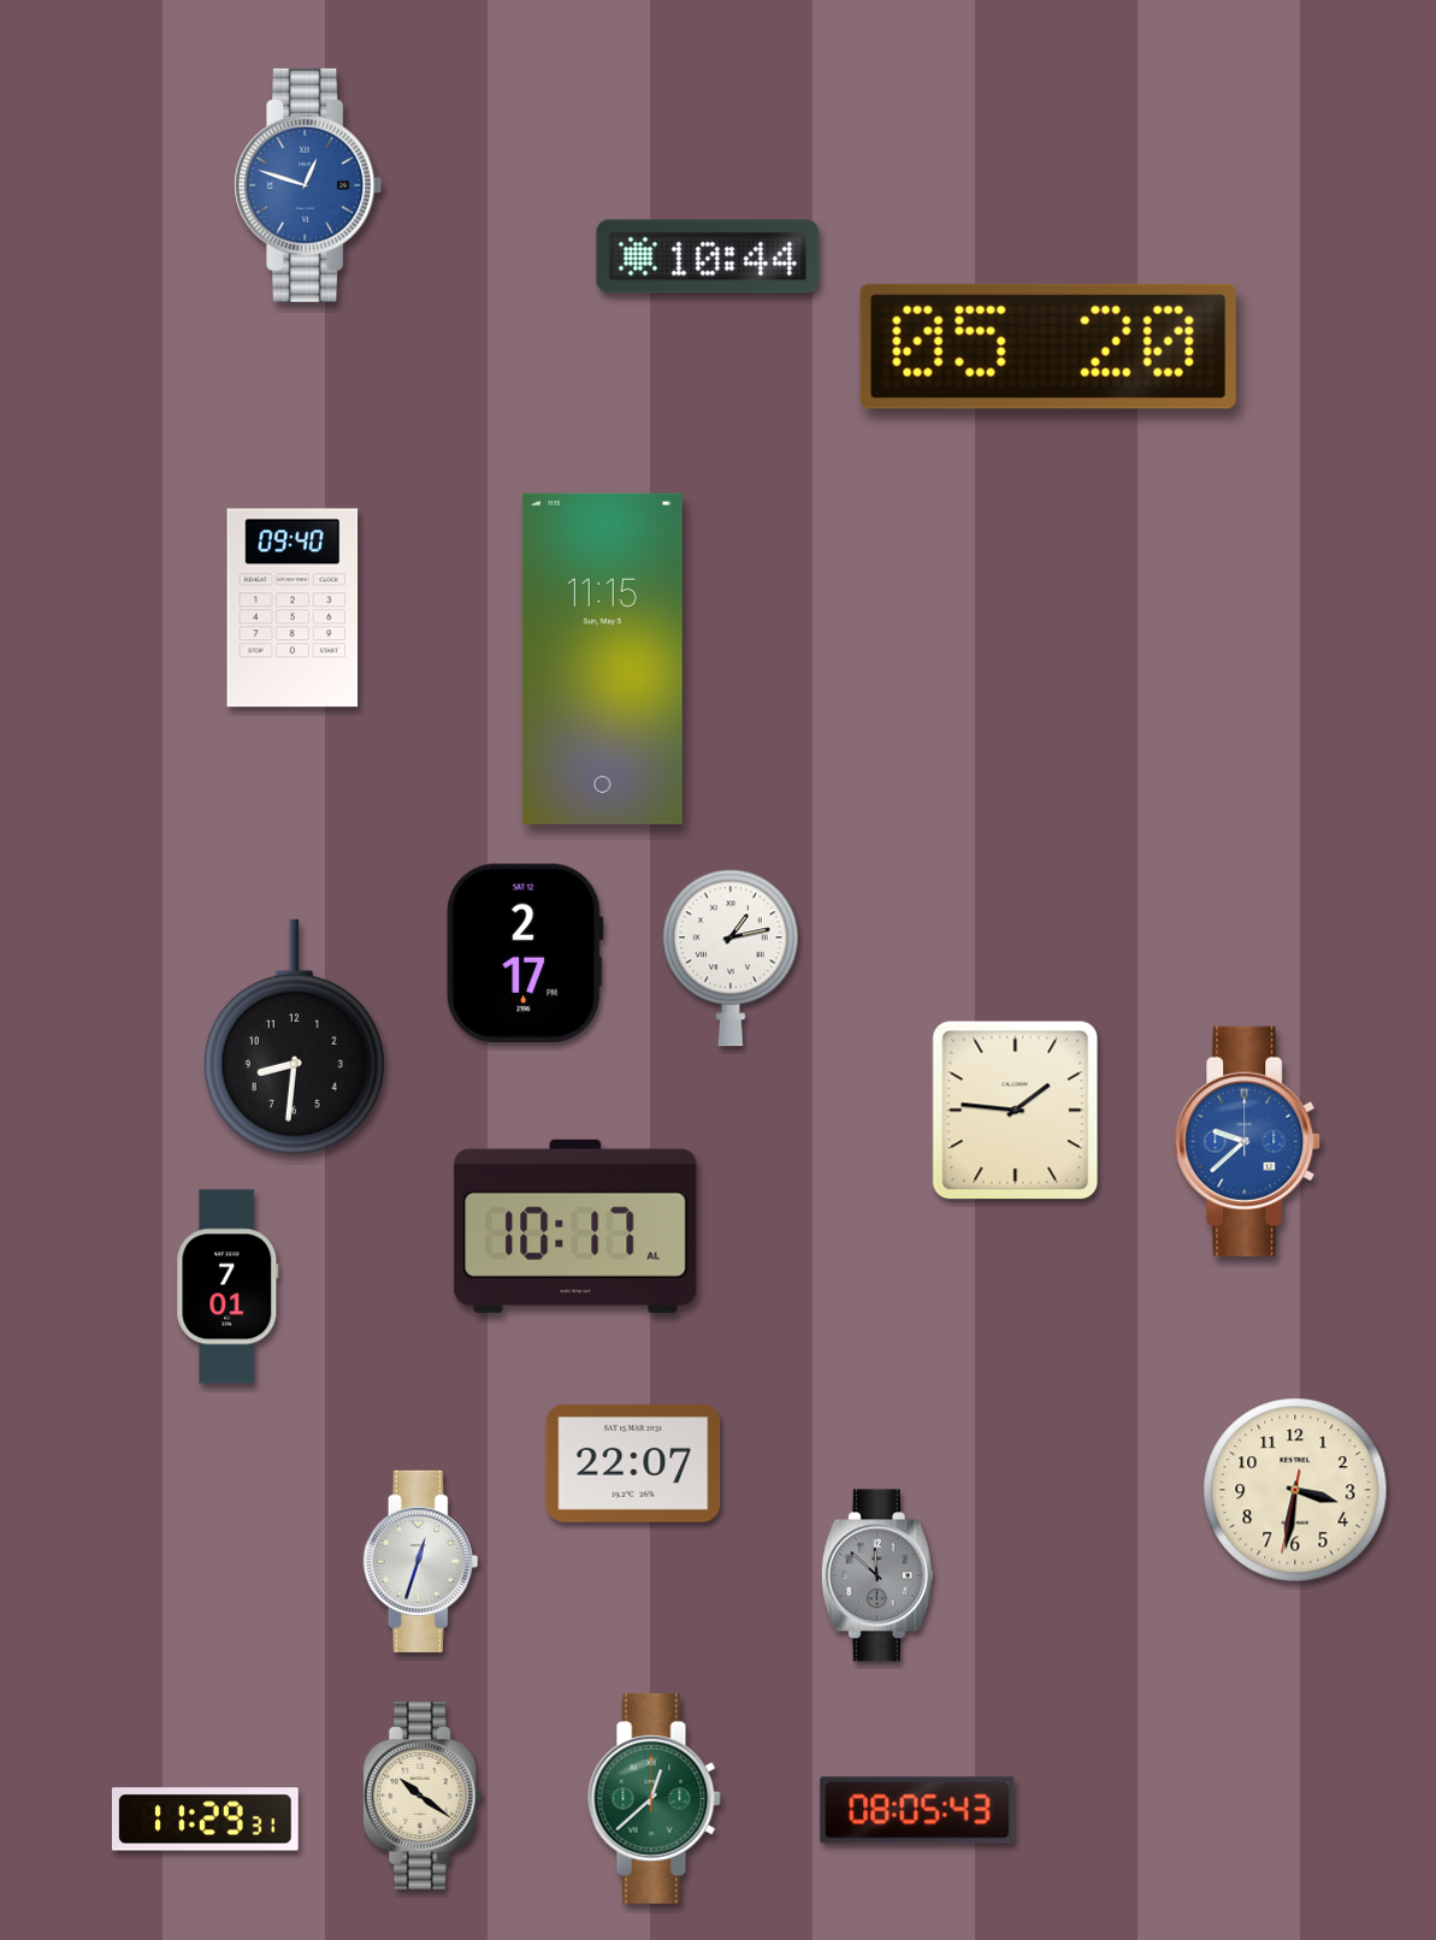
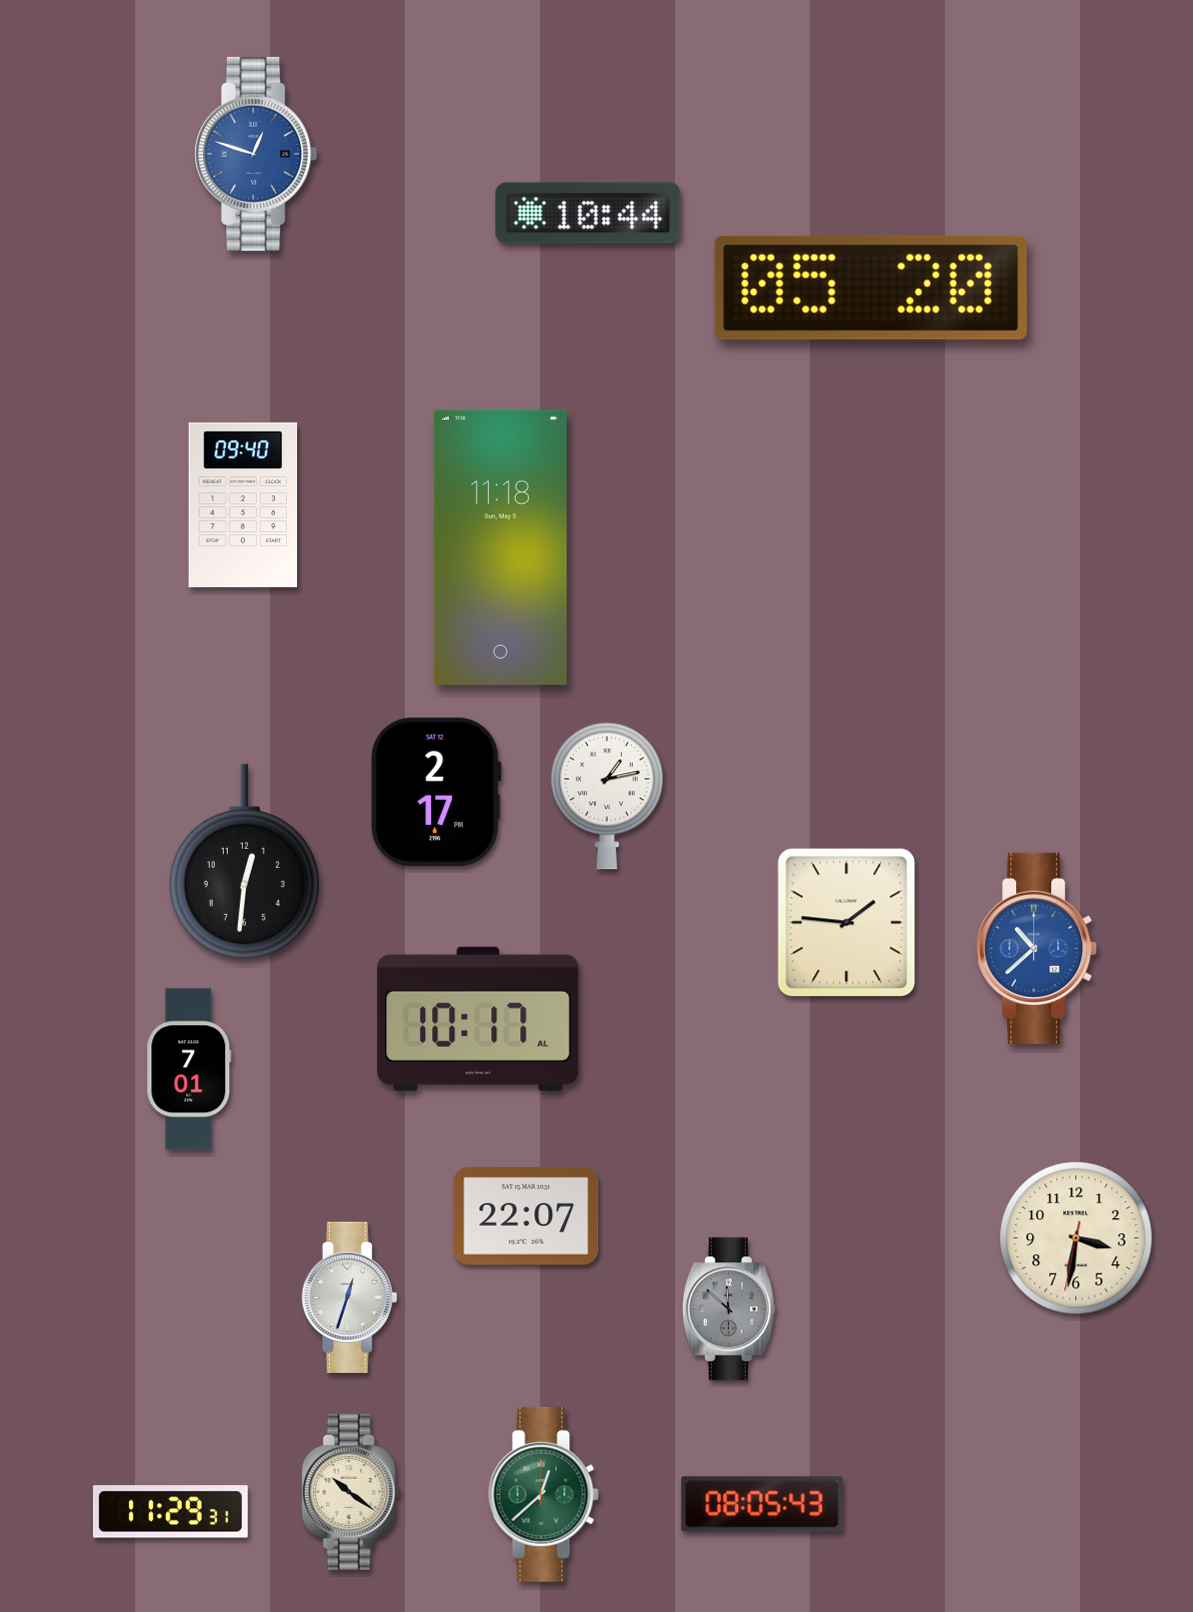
clock at (602, 658): 11:15 -> 11:18
clock at (294, 1036): 8:31 -> 12:31
clock at (1016, 1111) position: (1016, 1111) -> (847, 923)
clock at (1248, 1141): 9:38 -> 10:38
